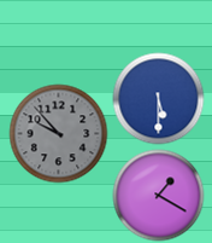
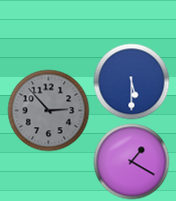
clock at (59, 134): 9:53 -> 2:53
